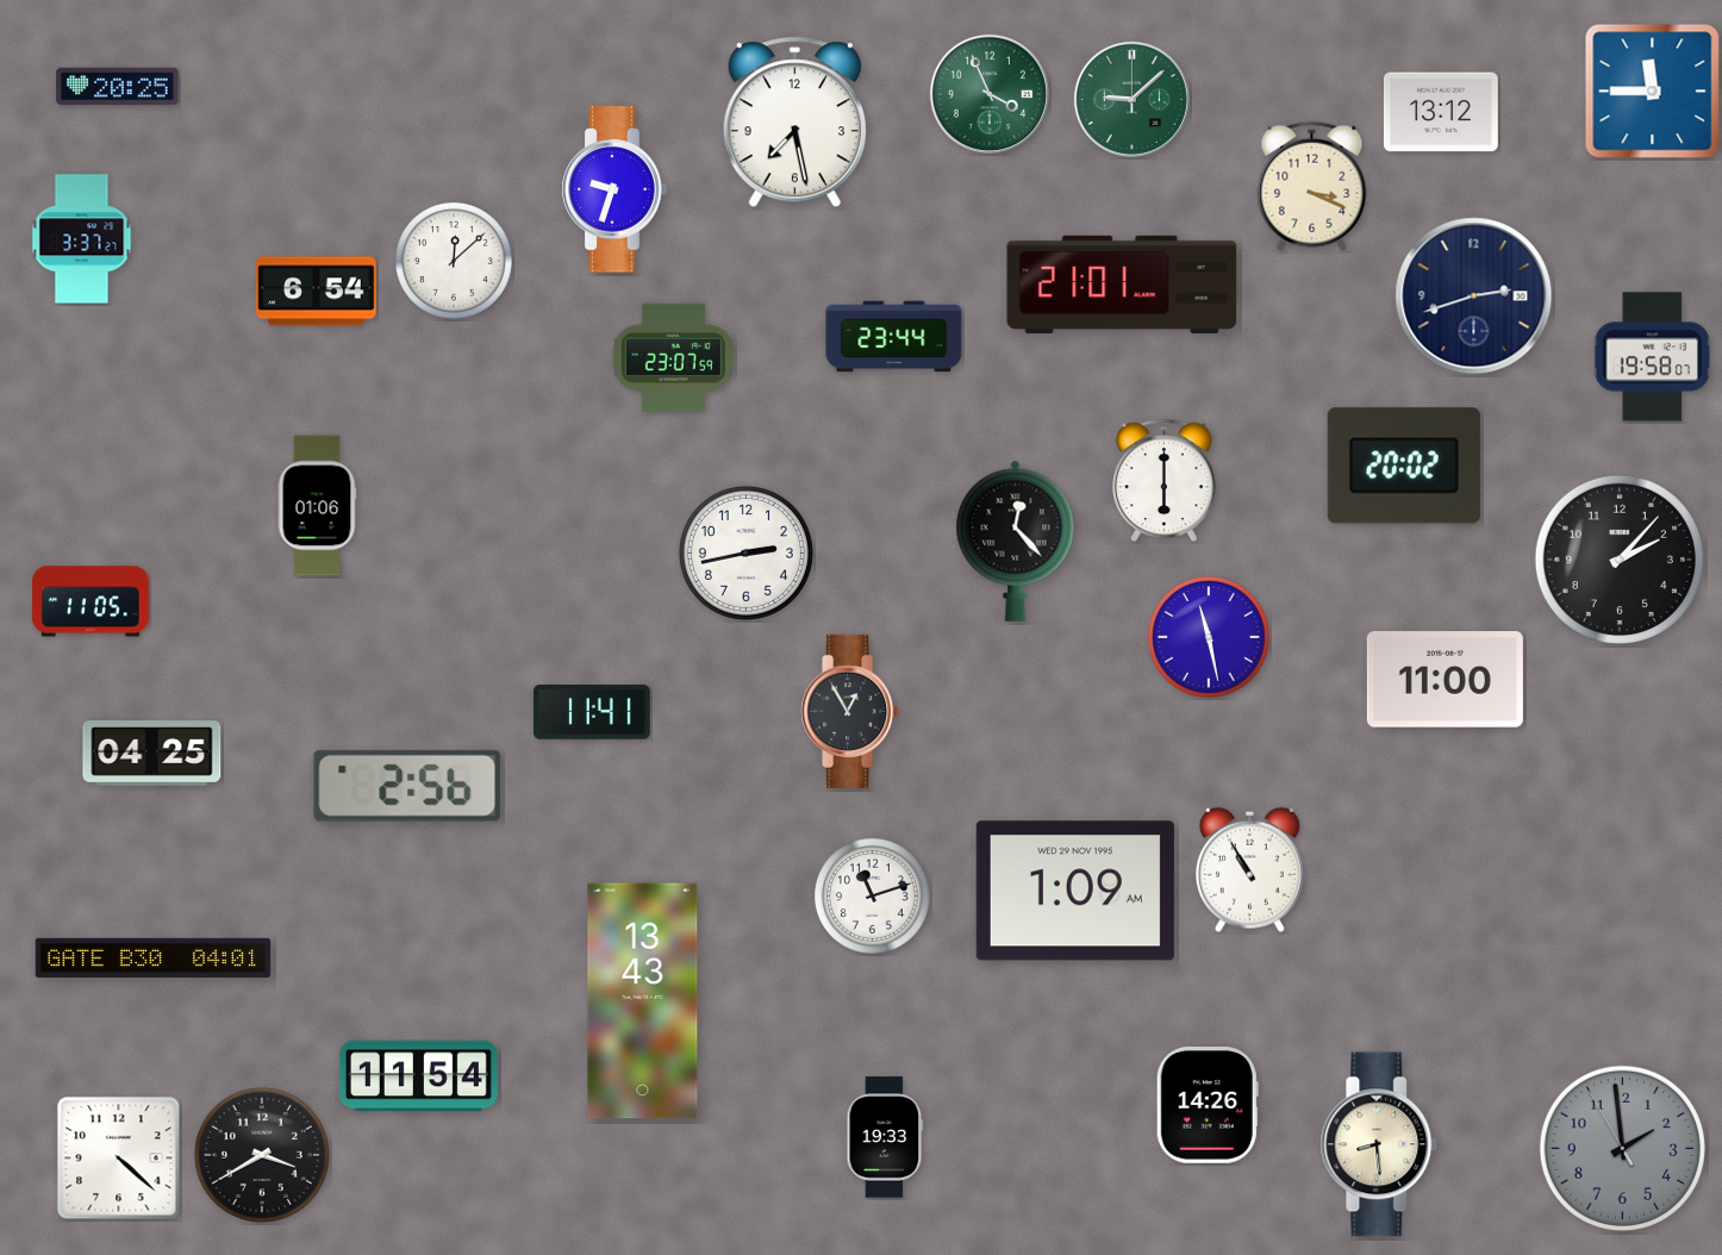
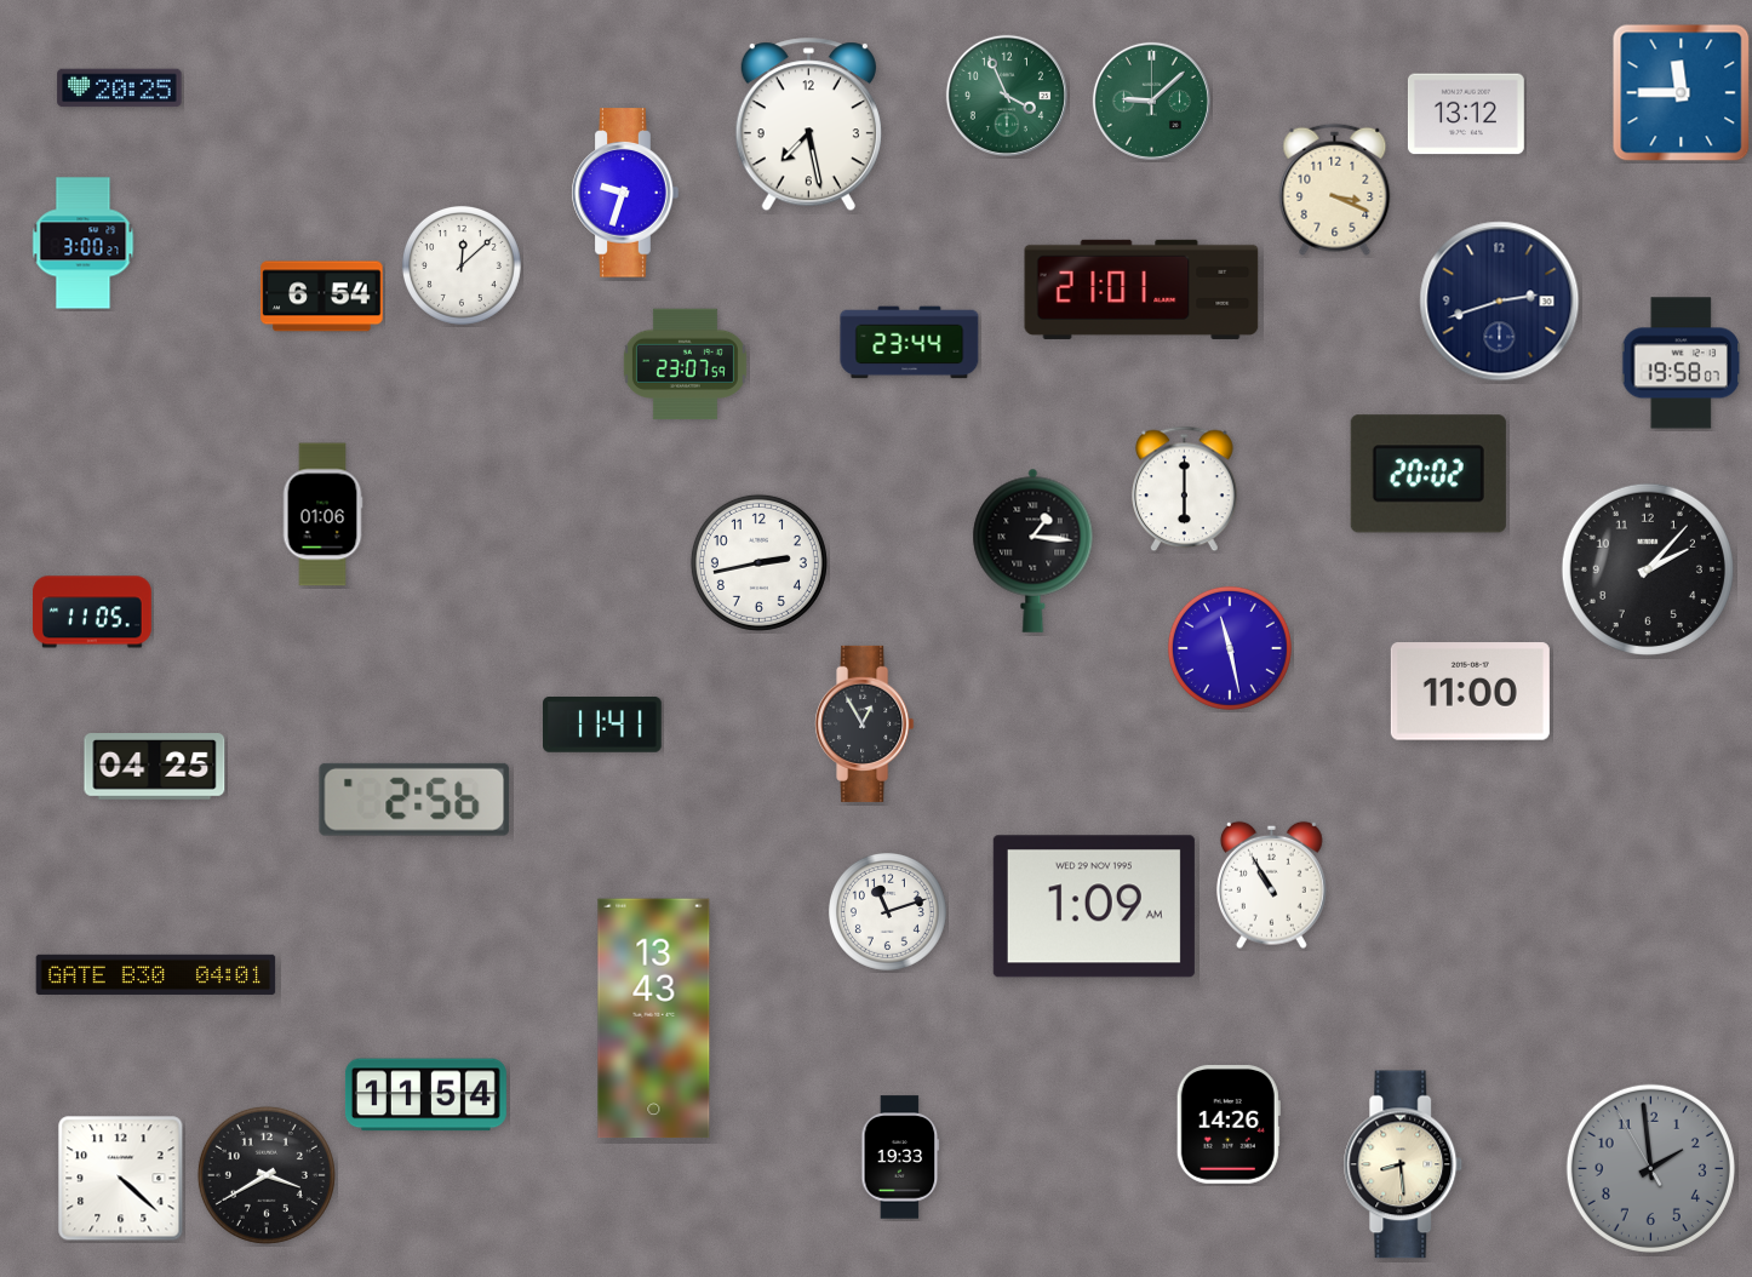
clock at (82, 239): 3:37 -> 3:00
clock at (1016, 541): 12:23 -> 1:16
